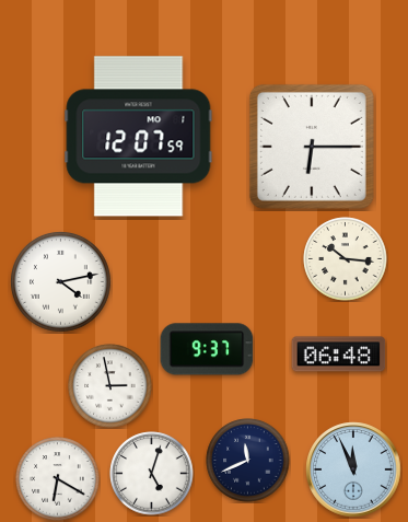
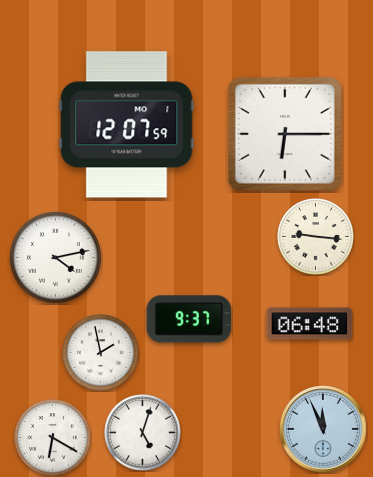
clock at (346, 259): 10:16 -> 9:16
clock at (110, 386): 2:58 -> 1:58
clock at (248, 461): 11:41 -> none
clock at (152, 474) position: (152, 474) -> (143, 433)
